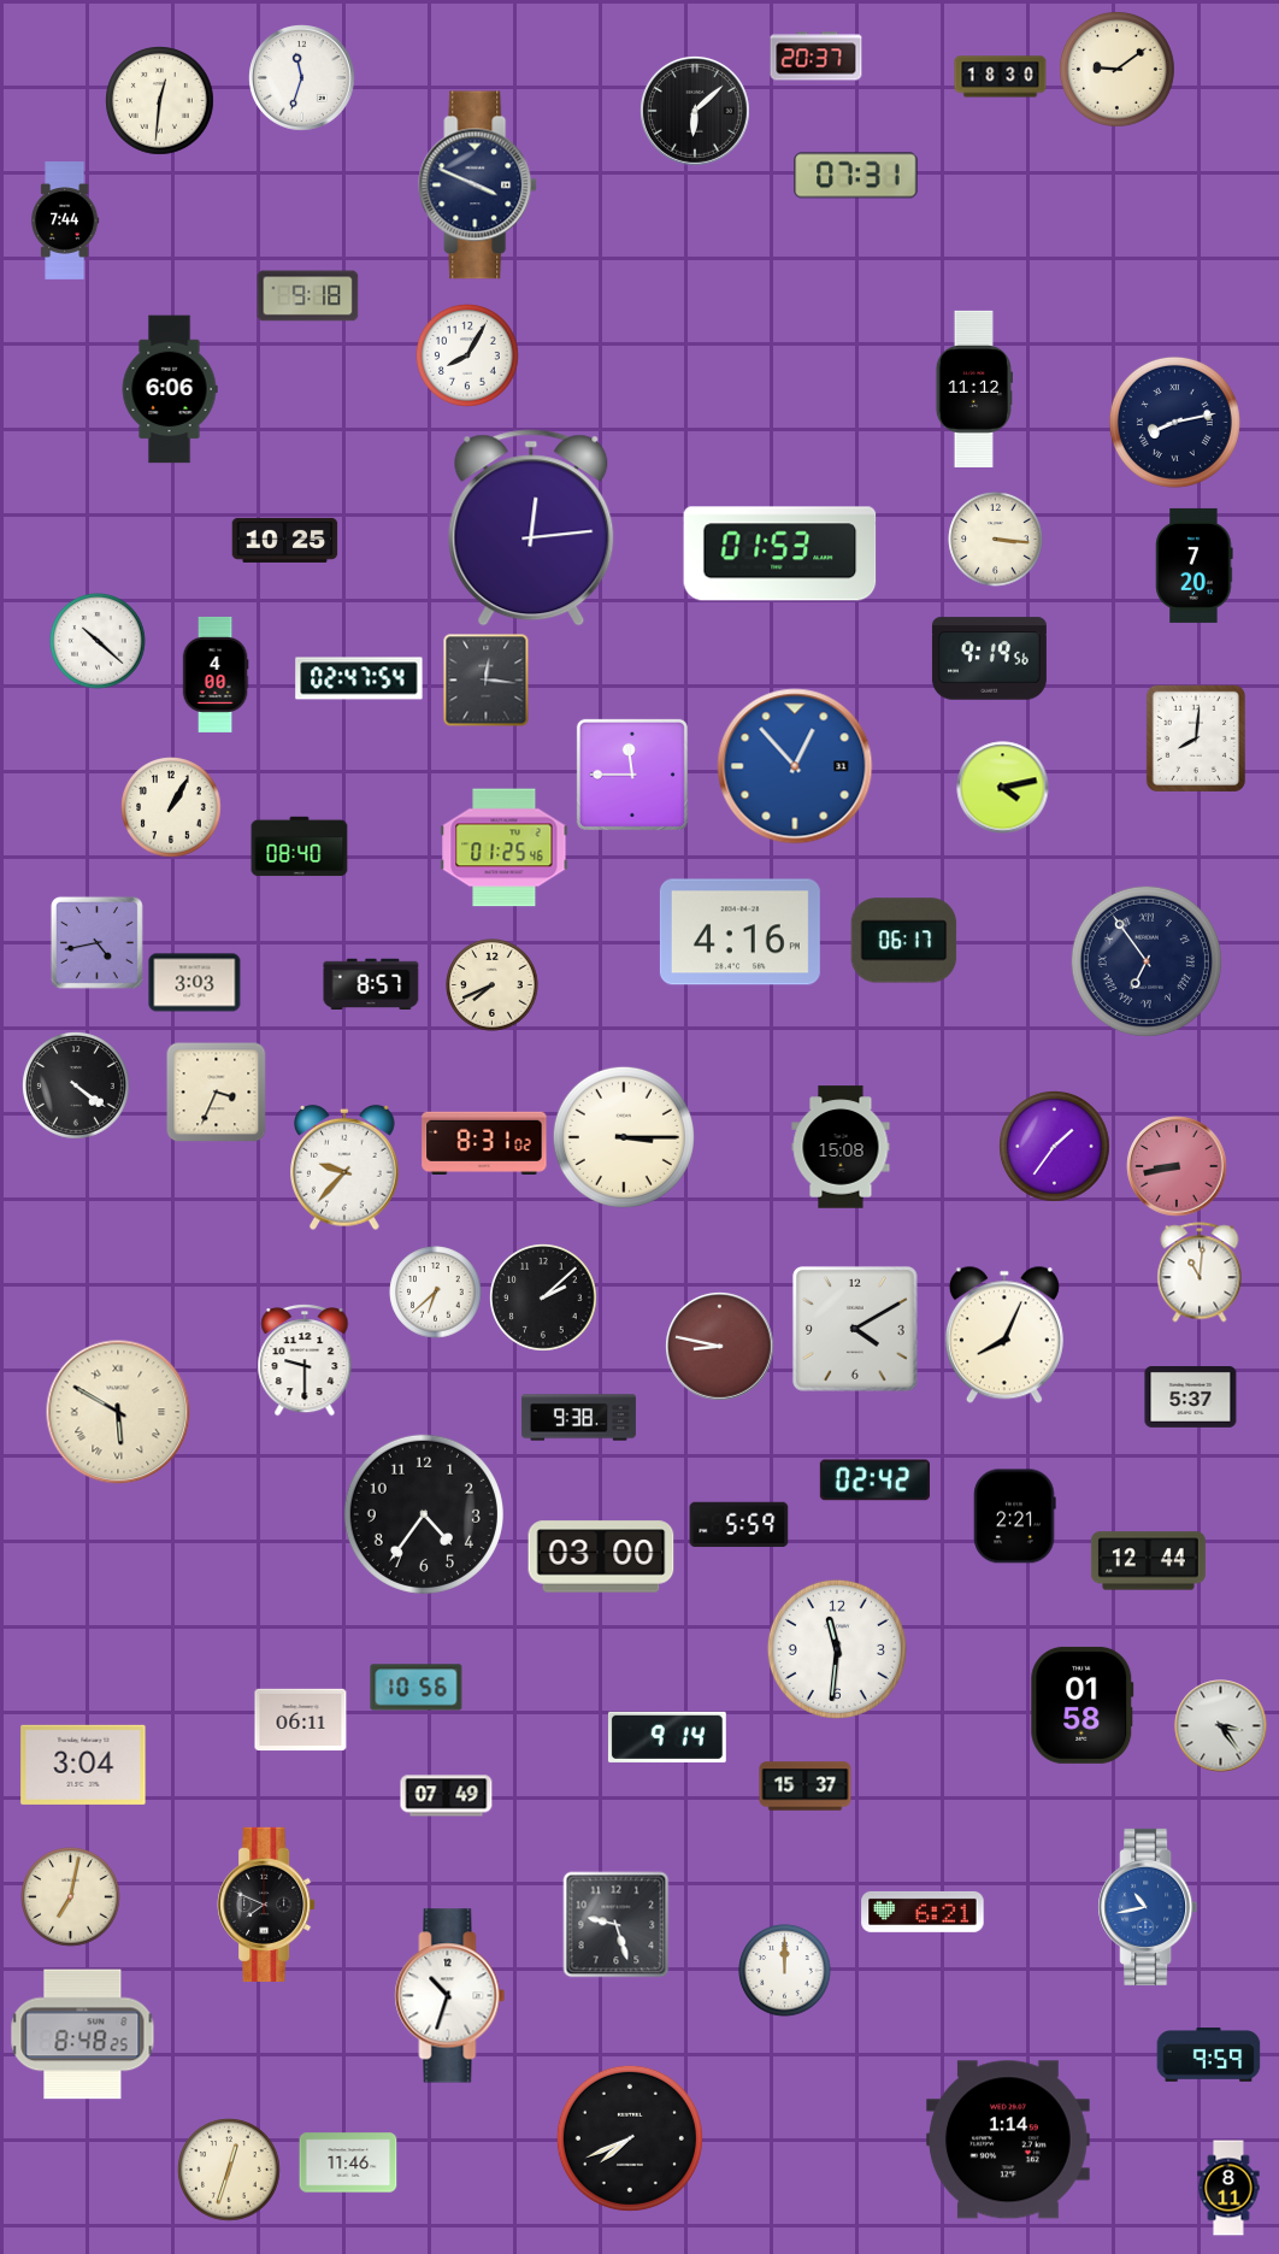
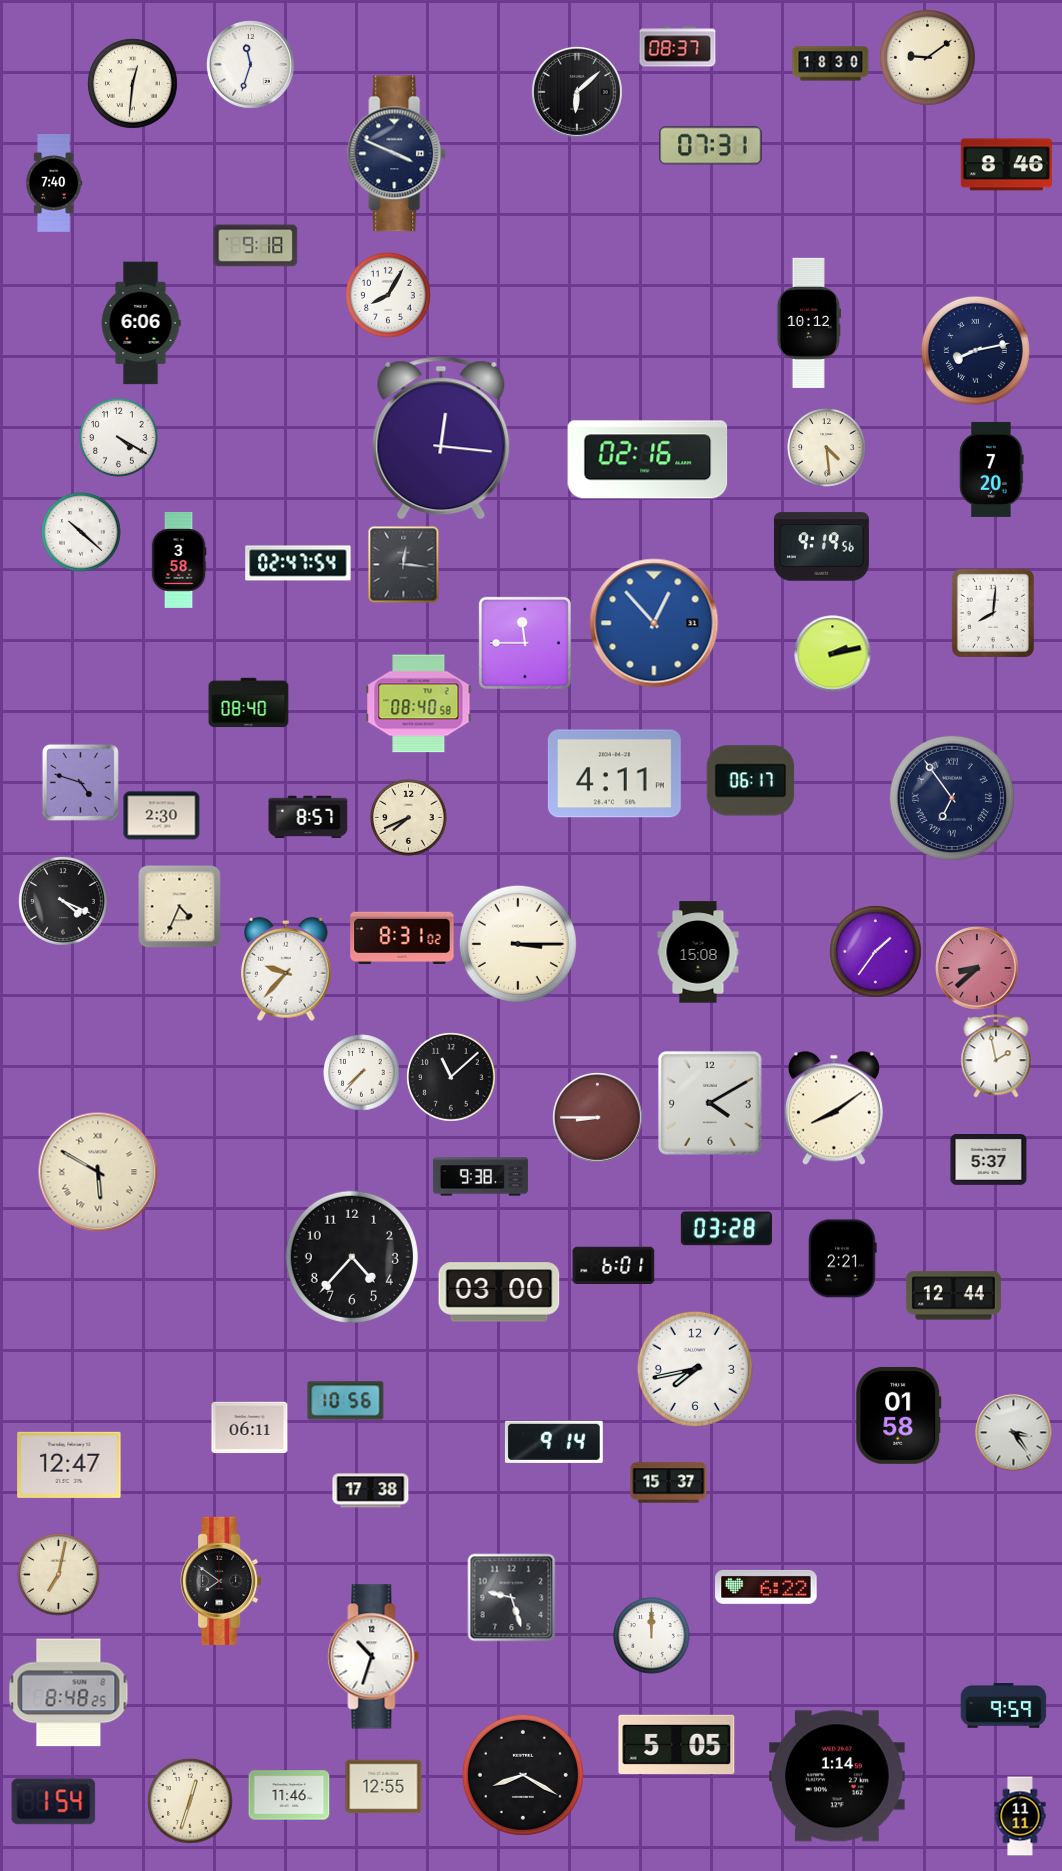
clock at (817, 57): 20:37 -> 08:37
clock at (1006, 165): none -> 8:46
clock at (65, 220): 7:44 -> 7:40
clock at (974, 389): 11:12 -> 10:12
clock at (119, 438): none -> 4:20
clock at (531, 528): 12:14 -> 12:16
clock at (285, 540): 10:25 -> none
clock at (996, 540): 3:16 -> 4:29
clock at (780, 554): 01:53 -> 02:16
clock at (216, 675): 4:00 -> 3:58
clock at (795, 766) position: (795, 766) -> (654, 623)
clock at (1003, 788): 4:13 -> 2:13
clock at (171, 807): 1:05 -> none
clock at (505, 848): 01:25 -> 08:40
clock at (739, 932): 4:16 -> 4:11
clock at (96, 942): 4:43 -> 4:48
clock at (195, 983): 3:03 -> 2:30
clock at (77, 1087): 4:21 -> 4:19
clock at (217, 1093): 3:34 -> 4:34
clock at (484, 1142) position: (484, 1142) -> (402, 937)
clock at (1177, 1166): 8:43 -> 8:38
clock at (1200, 1272): 11:01 -> 1:58
clock at (436, 1293): 6:38 -> 7:37
clock at (544, 1299): 2:08 -> 11:08
clock at (1004, 1335): 8:04 -> 8:09
clock at (720, 1347): 8:47 -> 8:45
clock at (305, 1360): 9:30 -> none
clock at (874, 1481): 02:42 -> 03:28
clock at (424, 1514): 4:36 -> 4:37
clock at (739, 1525): 5:59 -> 6:01
clock at (837, 1649): 11:31 -> 7:43
clock at (83, 1765): 3:04 -> 12:47
clock at (447, 1796): 07:49 -> 17:38
clock at (266, 1905): 7:49 -> 7:51
clock at (1148, 1907): 10:43 -> none
clock at (923, 1912): 6:21 -> 6:22
clock at (83, 2035) position: (83, 2035) -> (69, 1693)
clock at (677, 1744): none -> 5:05
clock at (630, 2138): 7:41 -> 8:20
clock at (384, 1787): none -> 12:55
clock at (54, 1802): none -> 1:54
clock at (1228, 2188): 8:11 -> 11:11
